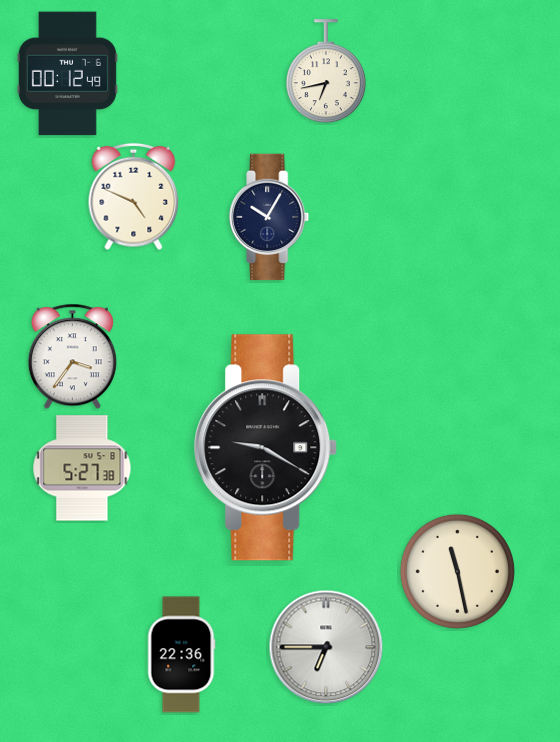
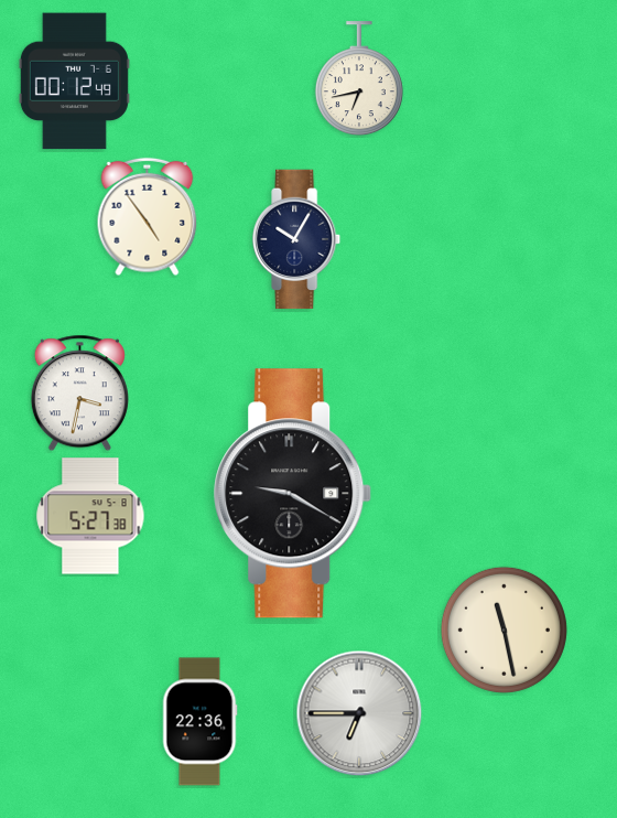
clock at (134, 197): 4:49 -> 4:54
clock at (72, 357): 3:36 -> 3:32
